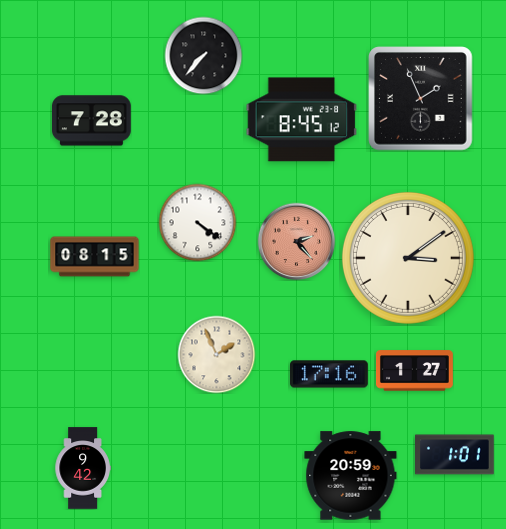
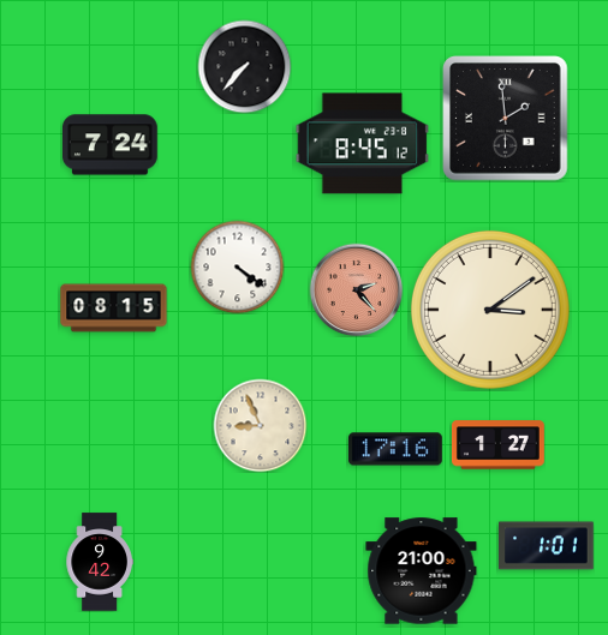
clock at (421, 99): 1:56 -> 1:59
clock at (92, 121): 7:28 -> 7:24
clock at (216, 354): 1:56 -> 8:56
clock at (351, 476): 20:59 -> 21:00
